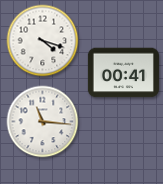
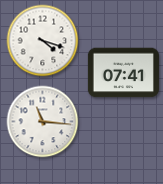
clock at (123, 73): 00:41 -> 07:41
